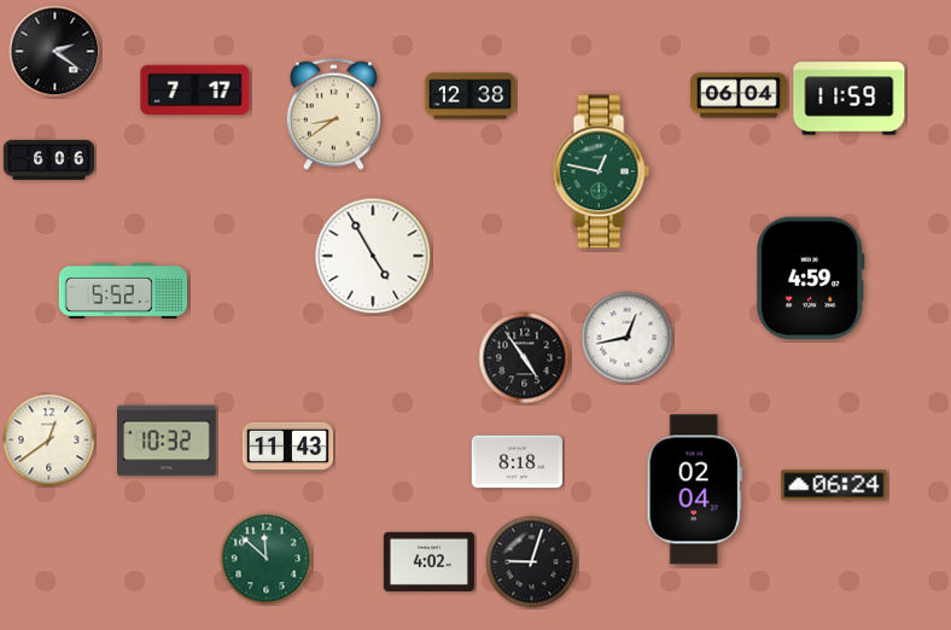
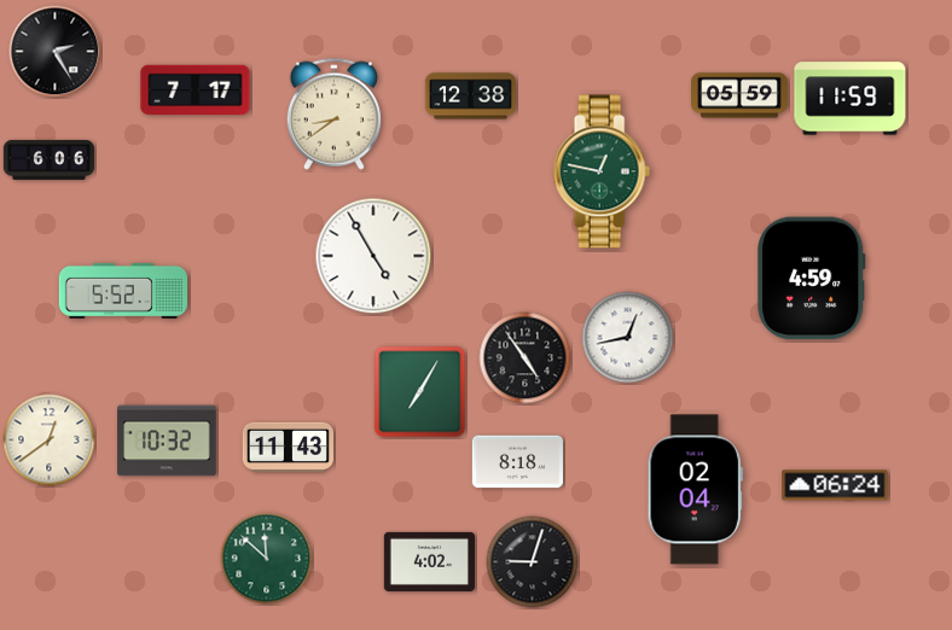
clock at (56, 52): 2:21 -> 2:25
clock at (740, 95): 06:04 -> 05:59
clock at (420, 392): none -> 7:05
